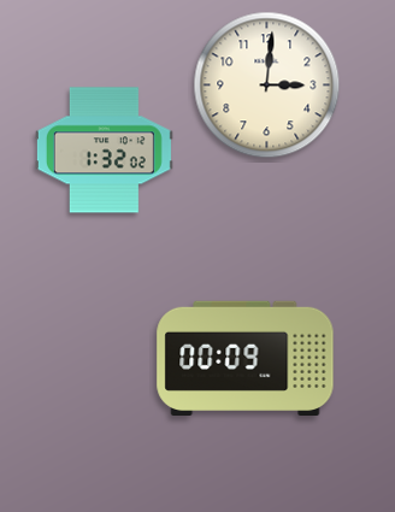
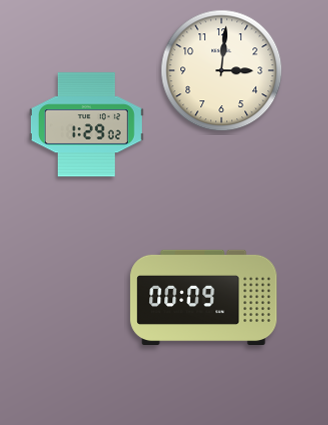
clock at (104, 151): 1:32 -> 1:29
